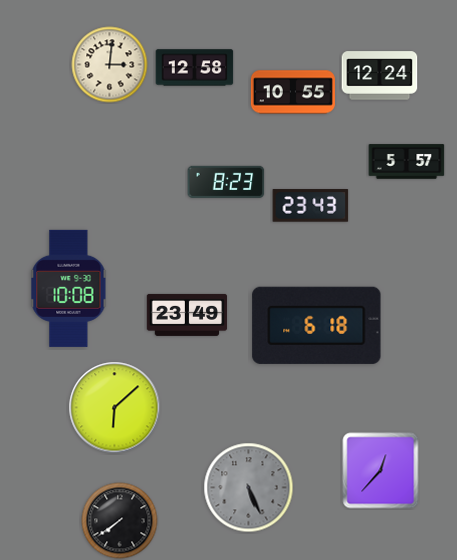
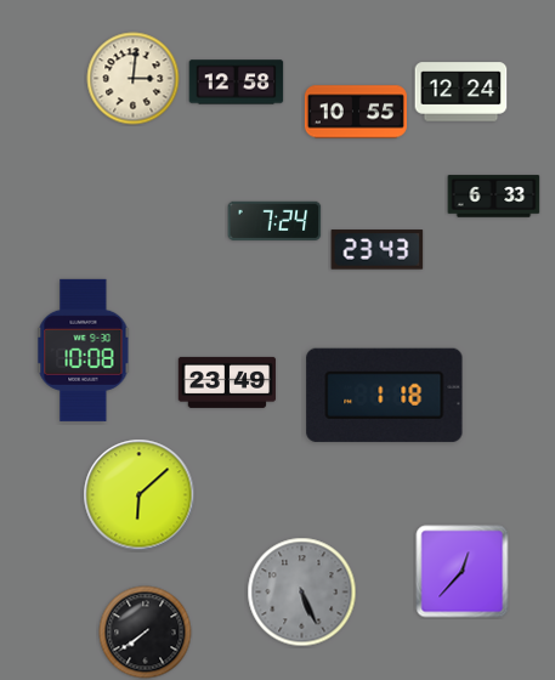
clock at (407, 162): 5:57 -> 6:33
clock at (226, 182): 8:23 -> 7:24
clock at (317, 325): 6:18 -> 1:18
